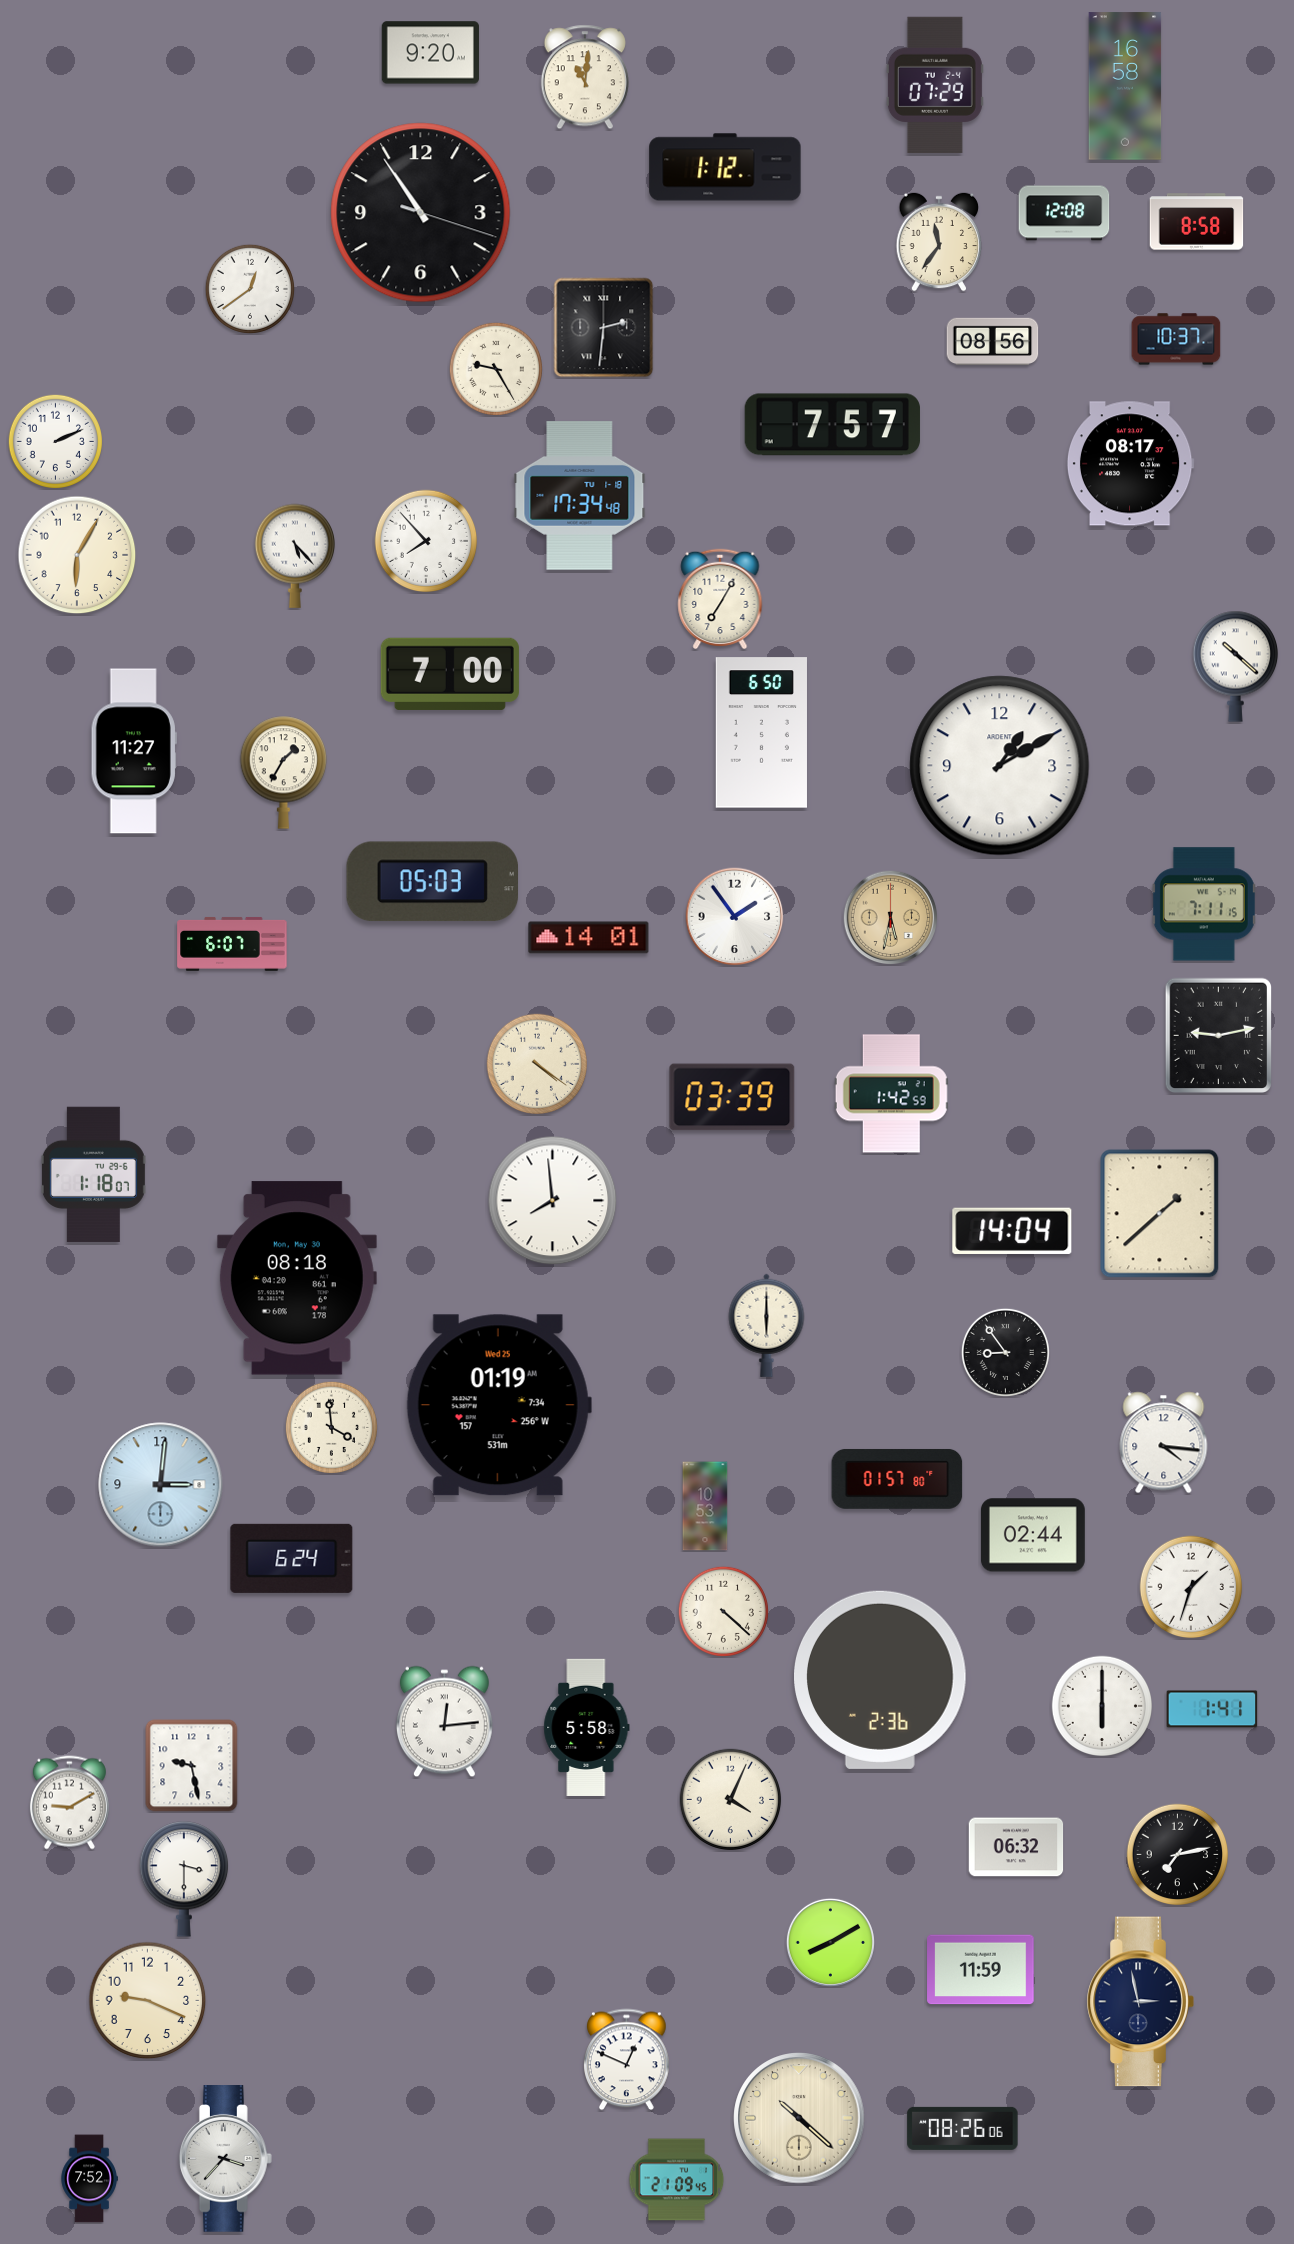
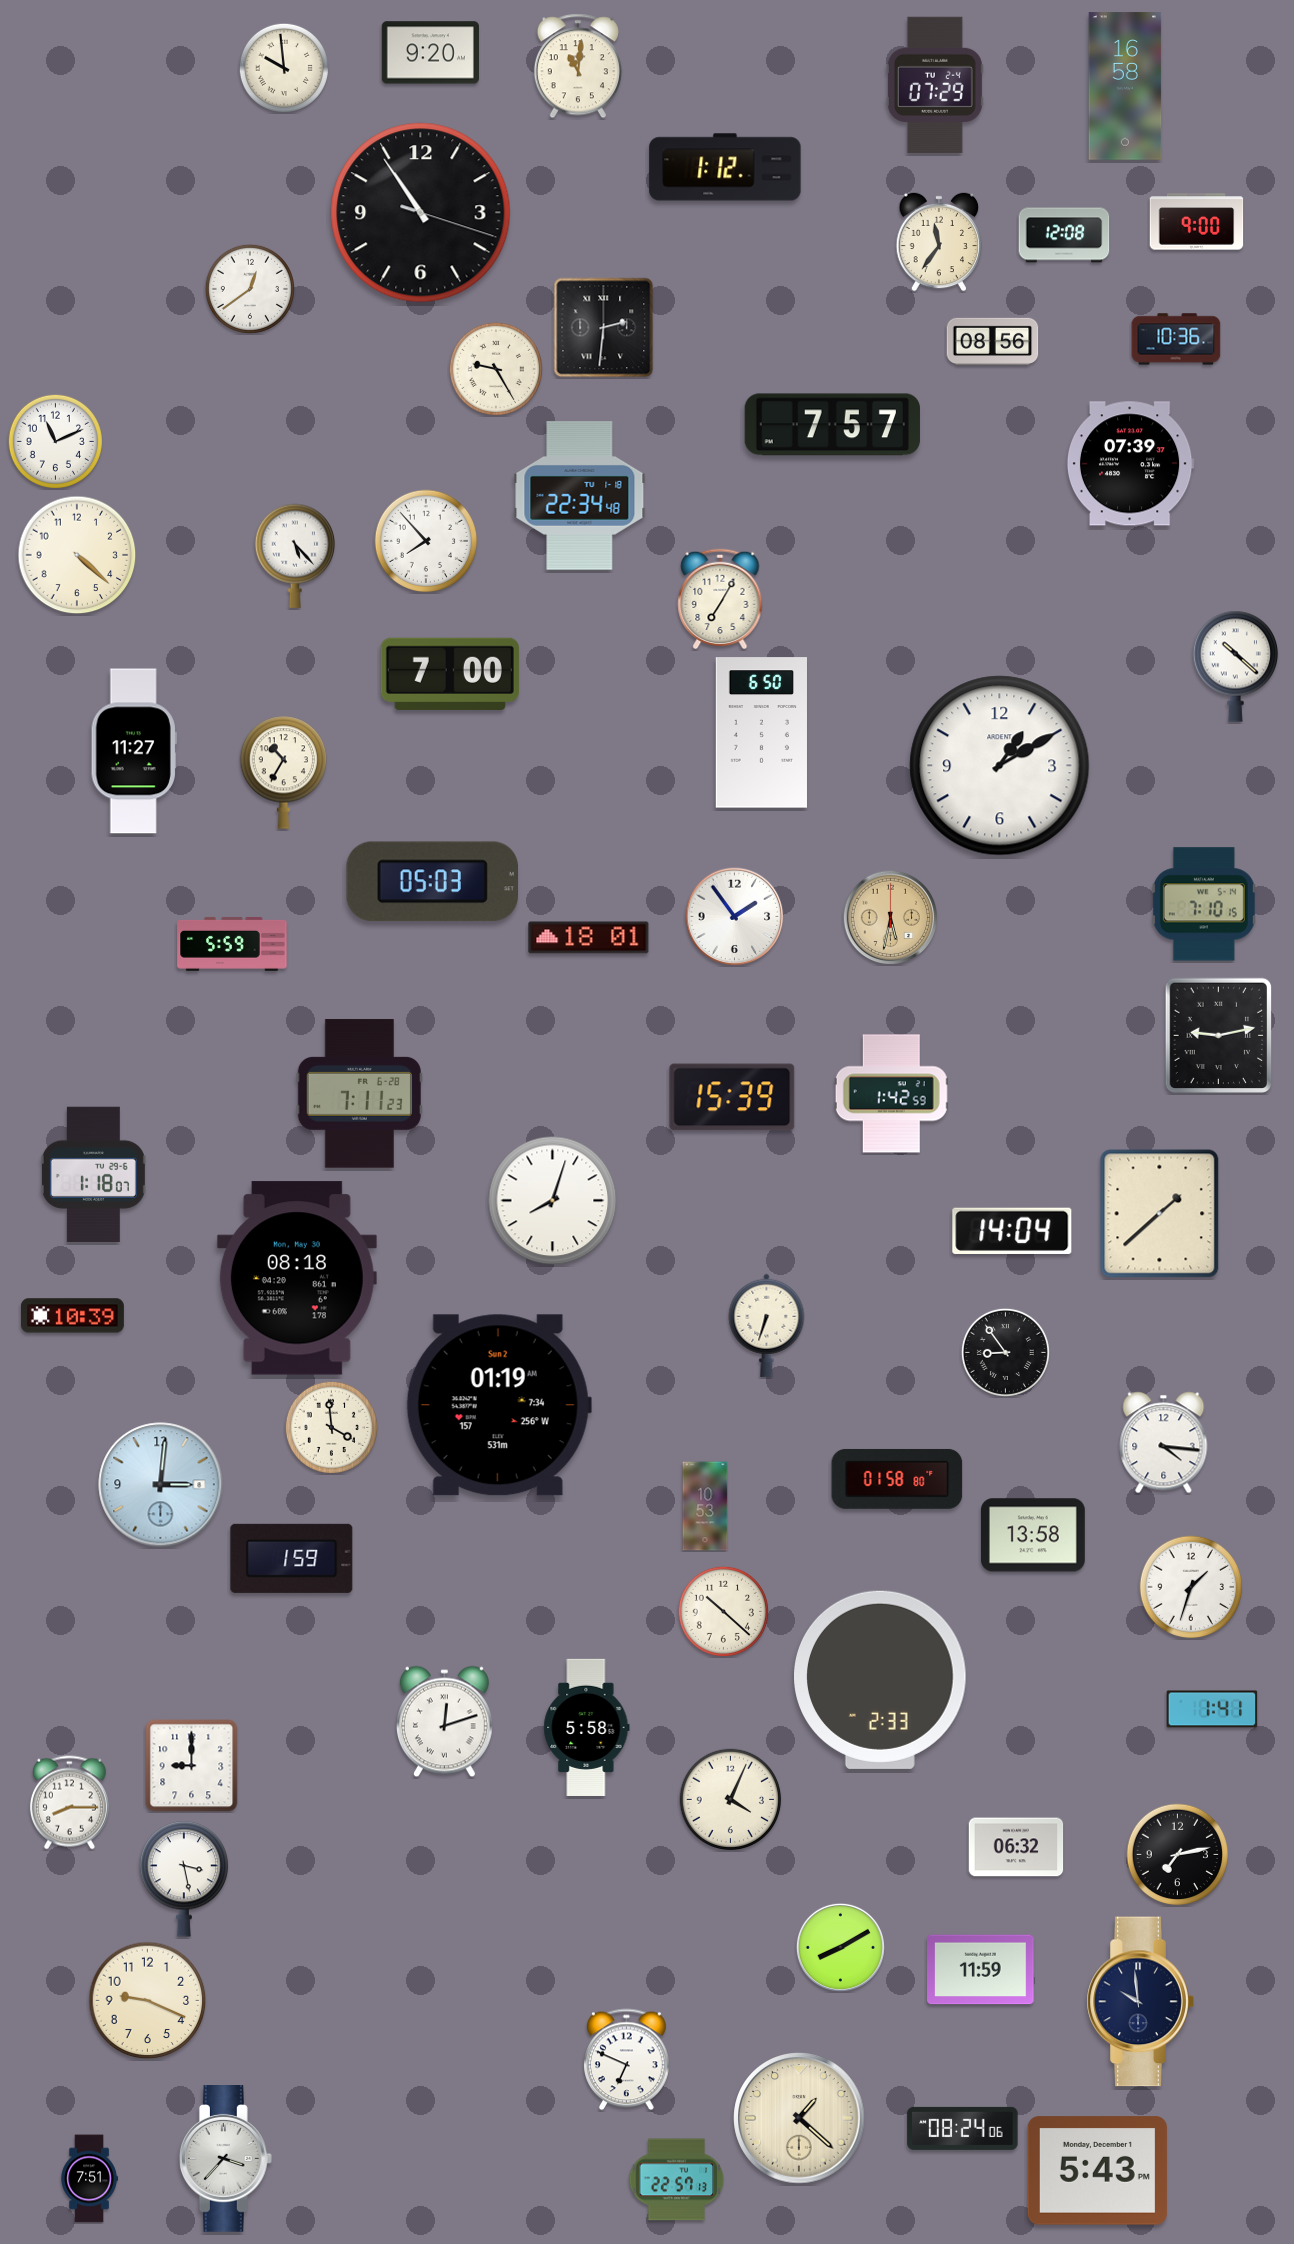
clock at (284, 68): none -> 9:59
clock at (585, 77) position: (585, 77) -> (578, 66)
clock at (1064, 213) position: (1064, 213) -> (1064, 235)
clock at (1197, 222): 8:58 -> 9:00
clock at (1176, 339): 10:37 -> 10:36
clock at (55, 441): 2:11 -> 11:11
clock at (1130, 464): 08:17 -> 07:39
clock at (580, 496): 17:34 -> 22:34
clock at (77, 555): 6:05 -> 4:22
clock at (284, 772): 1:35 -> 10:35
clock at (1204, 904): 7:11 -> 7:10
clock at (589, 938): 14:01 -> 18:01
clock at (232, 944): 6:07 -> 5:59
clock at (537, 1064): 4:21 -> none
clock at (359, 1094): none -> 7:11
clock at (732, 1097): 03:39 -> 15:39
clock at (553, 1201): 7:59 -> 8:03
clock at (72, 1316): none -> 10:39
clock at (767, 1325): 6:00 -> 6:33
clock at (499, 1405) date: Wed 25 -> Sun 2
clock at (897, 1479): 01:57 -> 01:58
clock at (1033, 1535): 02:44 -> 13:58
clock at (292, 1558): 6:24 -> 1:59
clock at (723, 1611): 4:22 -> 10:22
clock at (881, 1680): 2:36 -> 2:33
clock at (1102, 1706): 6:00 -> none
clock at (444, 1722): 12:14 -> 12:12
clock at (192, 1766): 9:28 -> 9:00
clock at (69, 1803): 9:10 -> 8:15
clock at (184, 1879): 3:30 -> 3:28
clock at (830, 1942) position: (830, 1942) -> (840, 1947)
clock at (1140, 2002): 2:58 -> 9:59
clock at (627, 2060): 12:49 -> 6:49
clock at (799, 2118): 10:22 -> 1:22
clock at (963, 2128): 08:26 -> 08:24
clock at (1097, 2171): none -> 5:43
clock at (89, 2179): 7:52 -> 7:51
clock at (677, 2180): 21:09 -> 22:57
